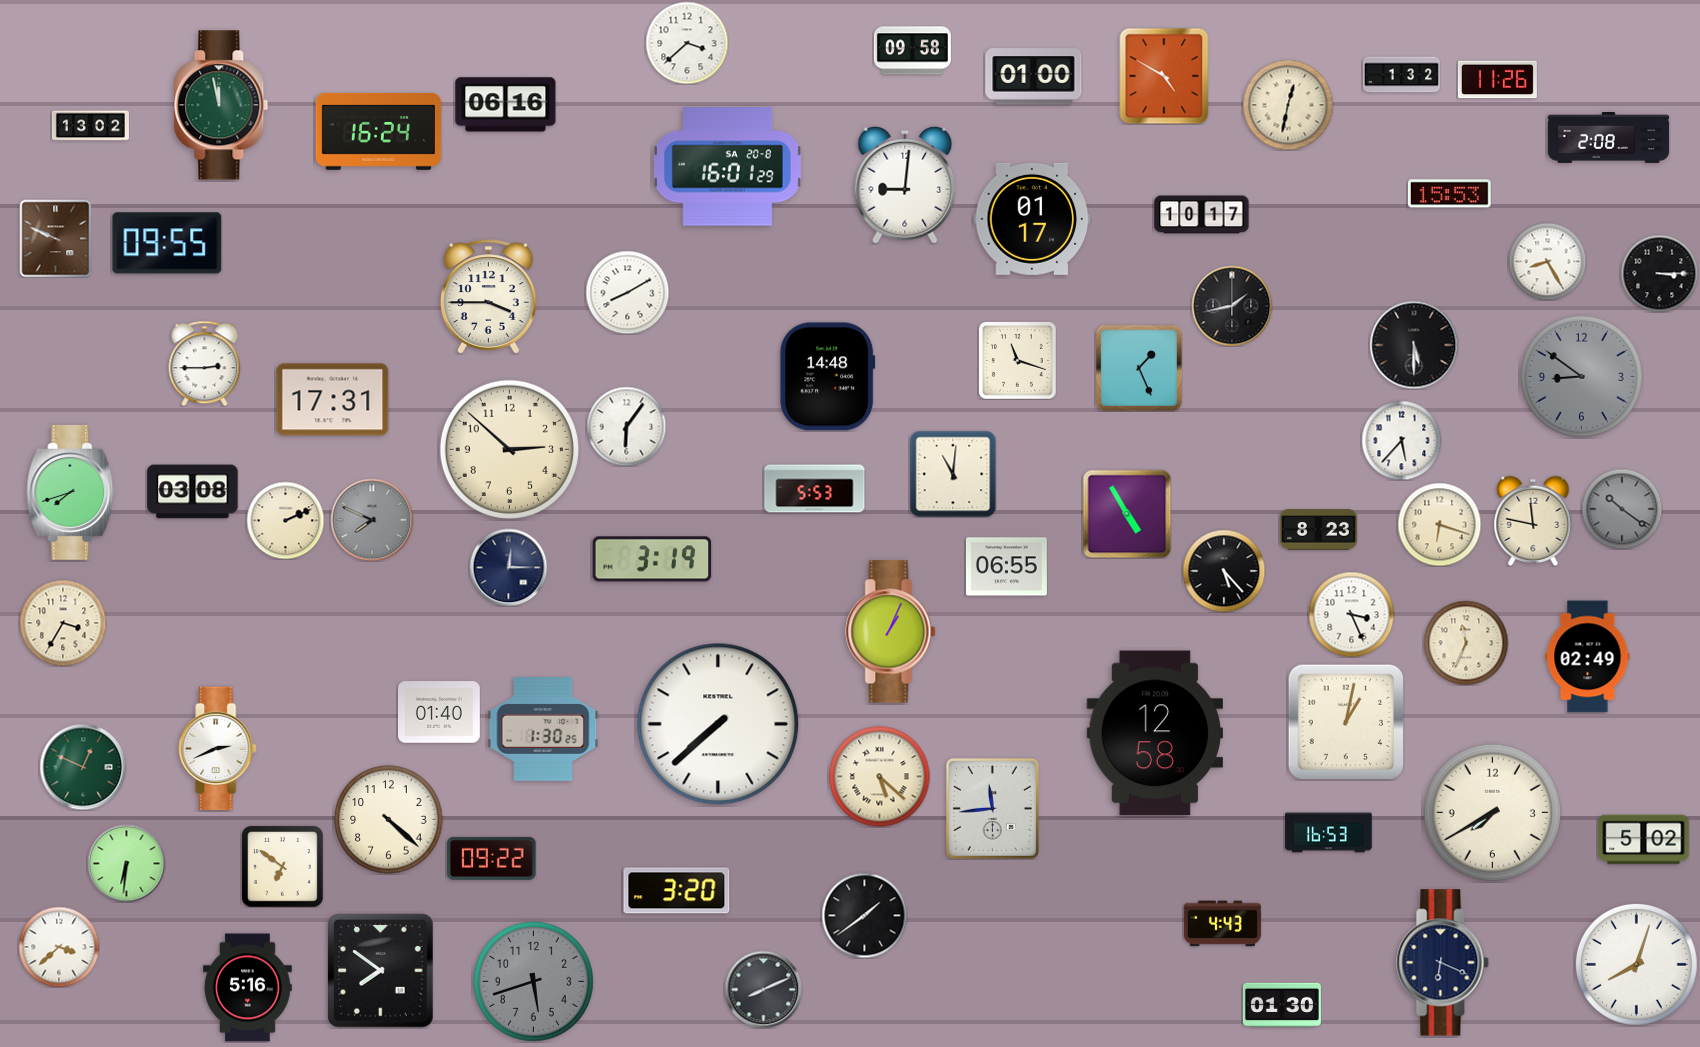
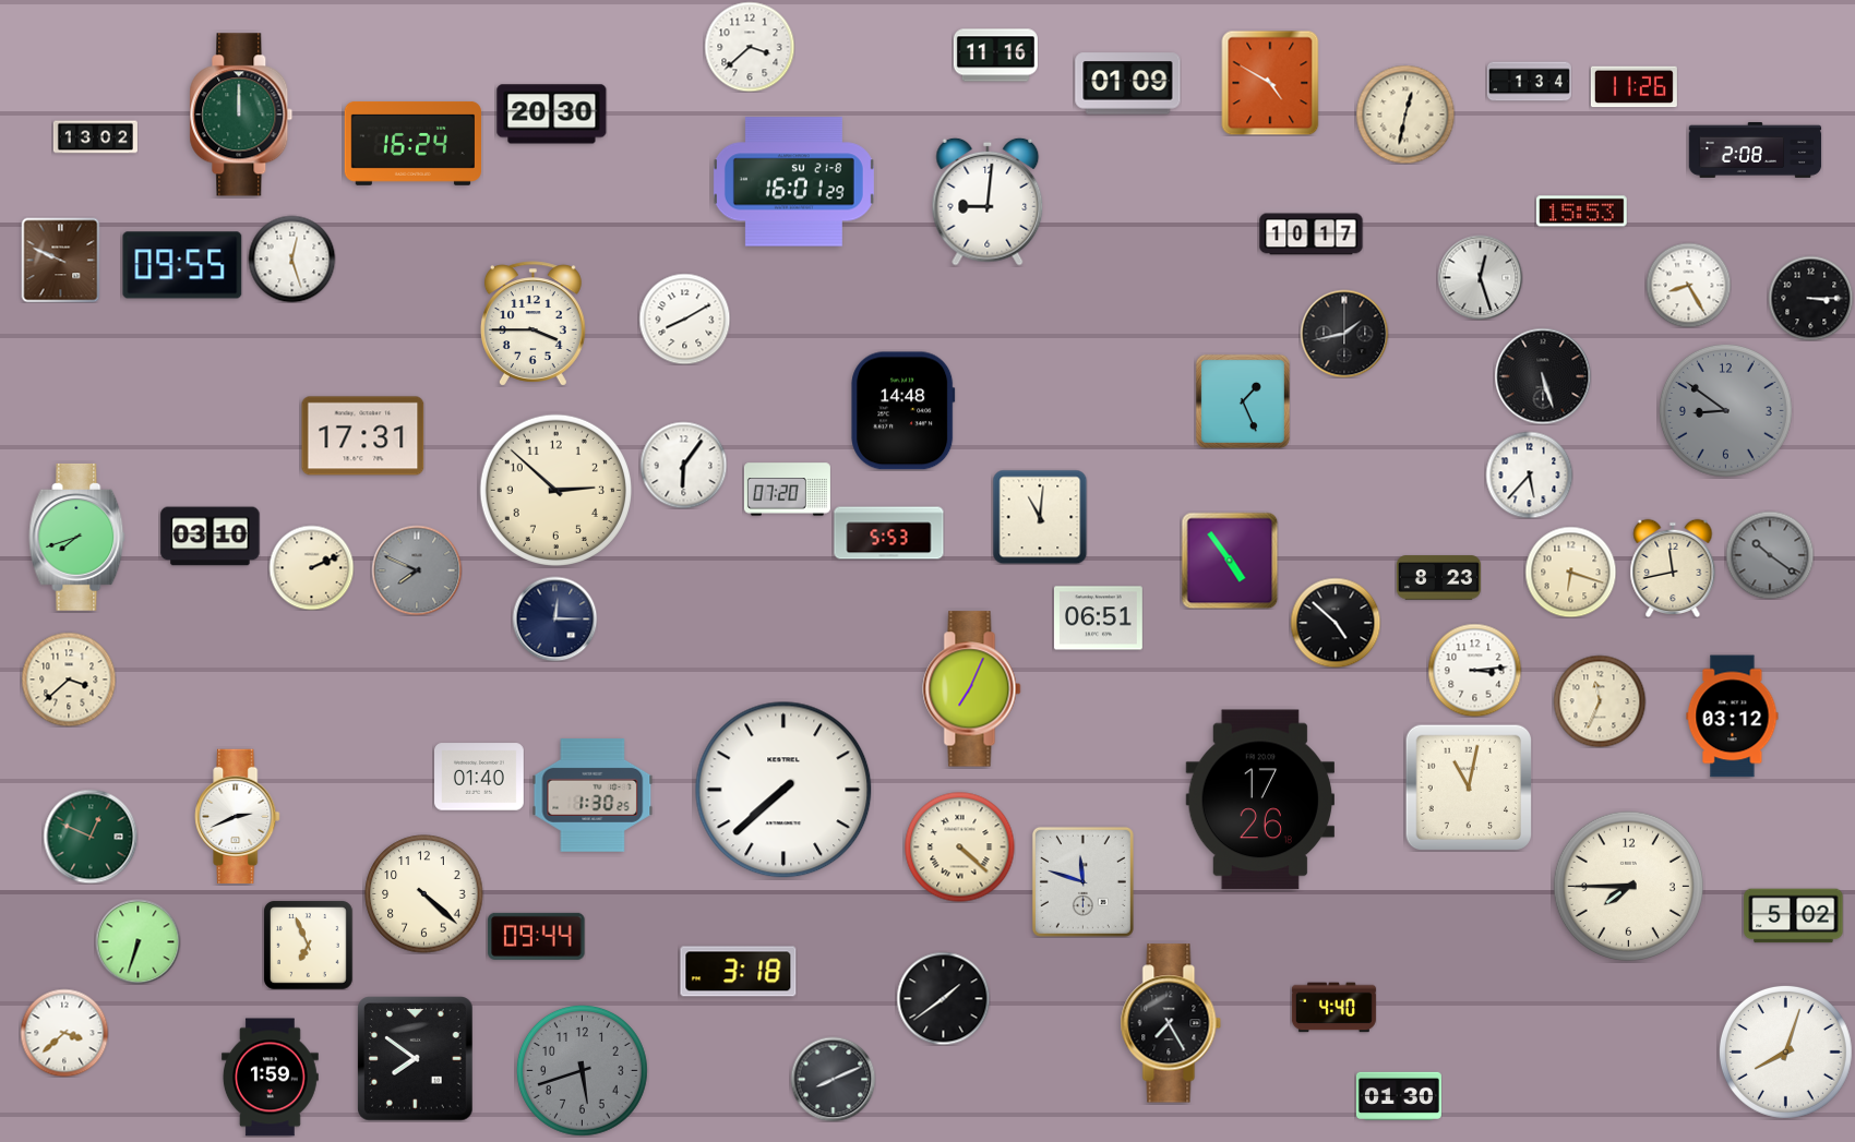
clock at (912, 51): 09:58 -> 11:16
clock at (1401, 75): 1:32 -> 1:34
clock at (1034, 77): 01:00 -> 01:09
clock at (221, 105): 11:58 -> 12:00
clock at (506, 105): 06:16 -> 20:30
clock at (90, 126) position: (90, 126) -> (95, 137)
clock at (727, 167) date: SA 20-8 -> SU 21-8
clock at (1032, 219): 01:17 -> none
clock at (291, 259): none -> 12:27
clock at (1480, 277): none -> 12:27
clock at (1414, 345): 5:30 -> 5:27
clock at (1017, 360): 11:18 -> none
clock at (205, 363): 2:45 -> none
clock at (1401, 440) position: (1401, 440) -> (1529, 474)
clock at (787, 490): none -> 07:20
clock at (193, 492): 03:08 -> 03:10
clock at (1127, 514): 4:55 -> 4:54
clock at (372, 520) position: (372, 520) -> (417, 570)
clock at (1533, 521): 11:47 -> 11:43
clock at (652, 559): 3:19 -> none
clock at (1006, 567): 06:55 -> 06:51
clock at (1224, 571): 5:23 -> 4:52
clock at (1351, 614): 3:26 -> 3:14
clock at (63, 623): 3:35 -> 3:38
clock at (891, 632): 1:04 -> 7:04
clock at (1588, 657): 02:49 -> 03:12
clock at (1345, 721): 1:02 -> 11:02
clock at (1154, 733): 12:58 -> 17:26
clock at (880, 777): 5:22 -> 4:22
clock at (992, 808): 11:44 -> 11:48
clock at (1492, 812): 7:40 -> 7:45
clock at (1329, 833): 16:53 -> none
clock at (492, 858): 09:22 -> 09:44
clock at (126, 863): 6:31 -> 6:33
clock at (283, 867): 6:51 -> 6:56
clock at (677, 891): 3:20 -> 3:18
clock at (1222, 924): 4:43 -> 4:40
clock at (1171, 1023): none -> 7:25
clock at (1443, 963): 6:19 -> none
clock at (247, 988): 5:16 -> 1:59
